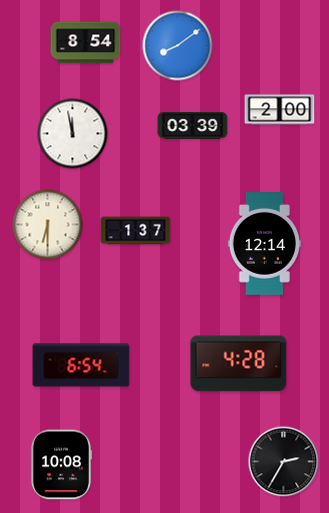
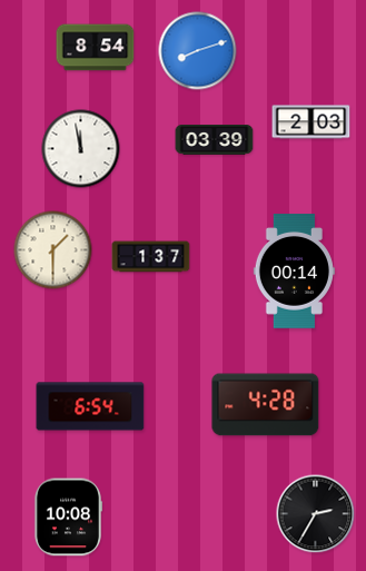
clock at (178, 46): 8:09 -> 8:12
clock at (280, 110): 2:00 -> 2:03
clock at (48, 225): 6:30 -> 1:30
clock at (264, 244): 12:14 -> 00:14
